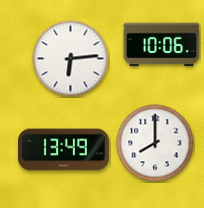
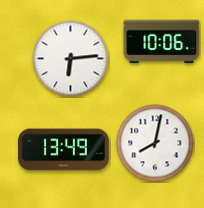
clock at (162, 45) position: (162, 45) -> (162, 42)
clock at (155, 143): 8:00 -> 8:02
